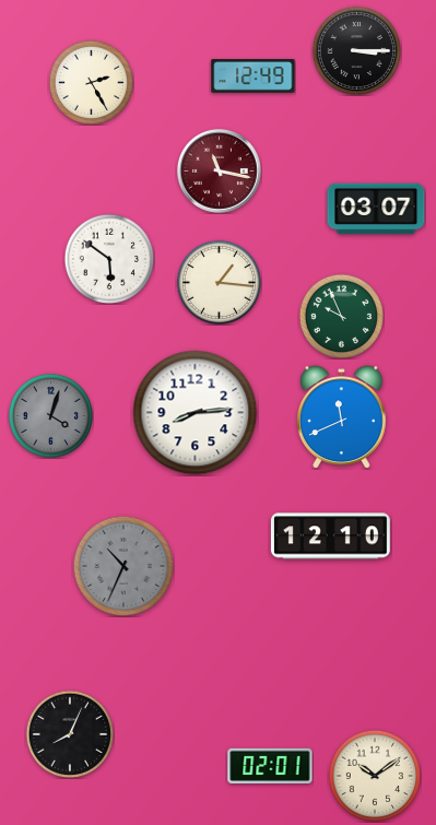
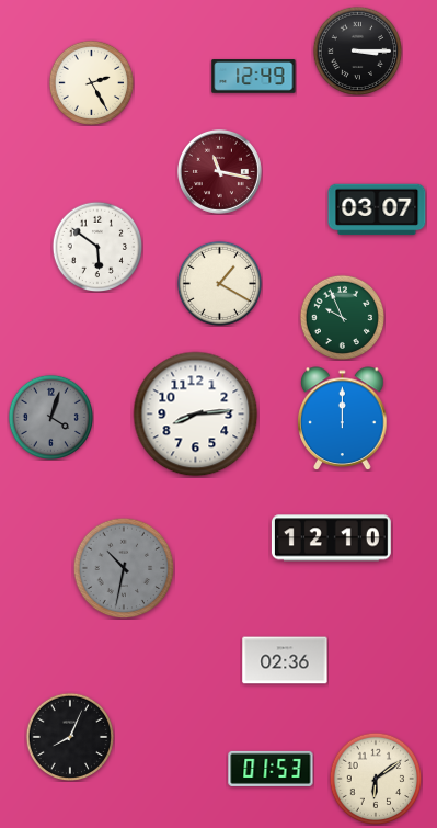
clock at (109, 259) position: (109, 259) -> (97, 247)
clock at (219, 282): 1:16 -> 1:20
clock at (342, 417): 11:41 -> 12:00
clock at (123, 566): 10:34 -> 10:32
clock at (285, 660): none -> 02:36
clock at (270, 766): 02:01 -> 01:53
clock at (375, 776): 10:09 -> 6:09
